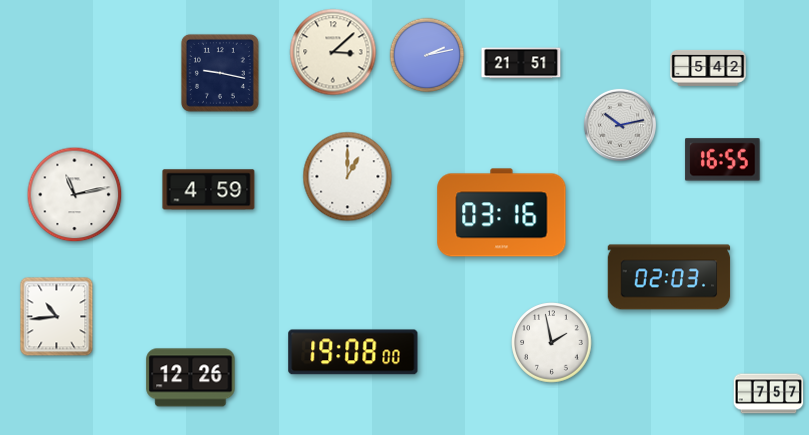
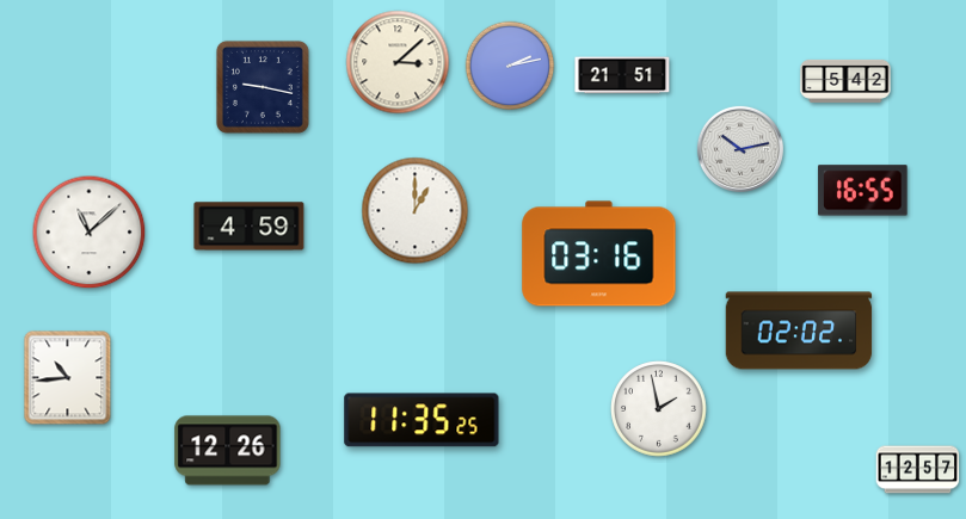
clock at (75, 195): 11:13 -> 11:08
clock at (669, 277): 02:03 -> 02:02
clock at (353, 352): 19:08 -> 11:35
clock at (769, 394): 7:57 -> 12:57
